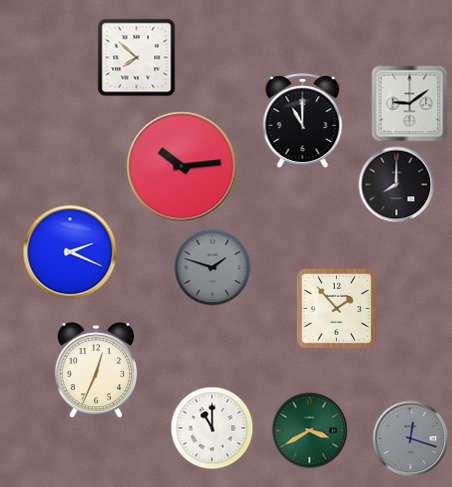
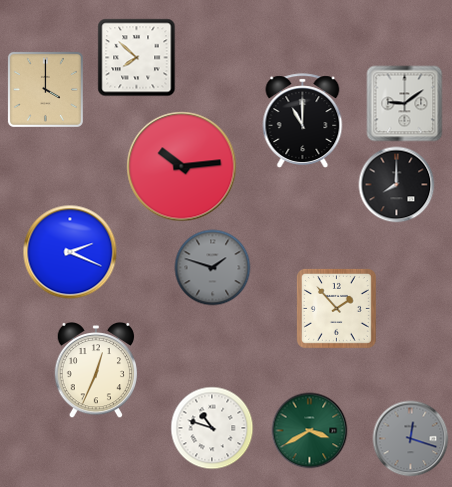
clock at (45, 89): none -> 4:00
clock at (410, 104) position: (410, 104) -> (405, 104)
clock at (212, 428): 11:00 -> 10:48
